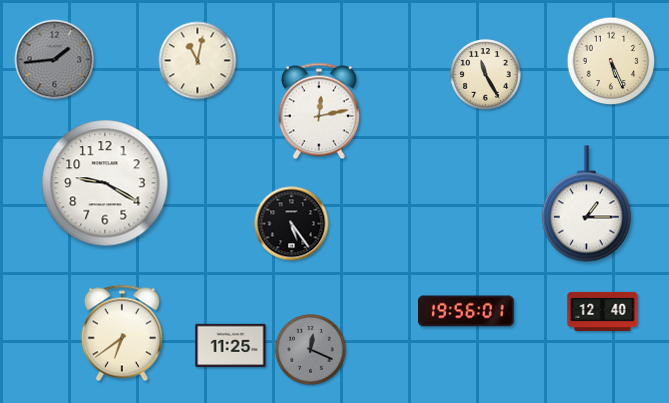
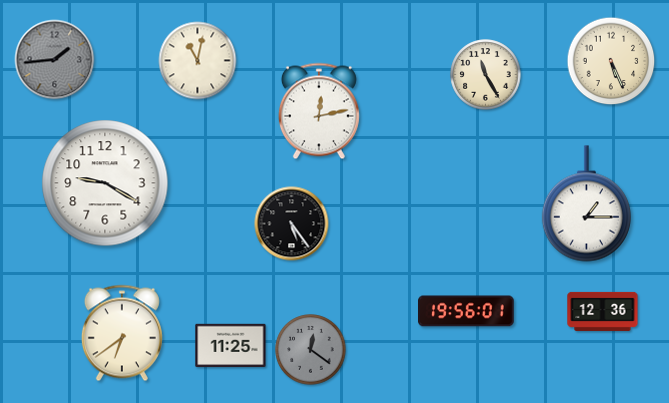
clock at (603, 311): 12:40 -> 12:36
clock at (311, 350): 12:19 -> 12:21
